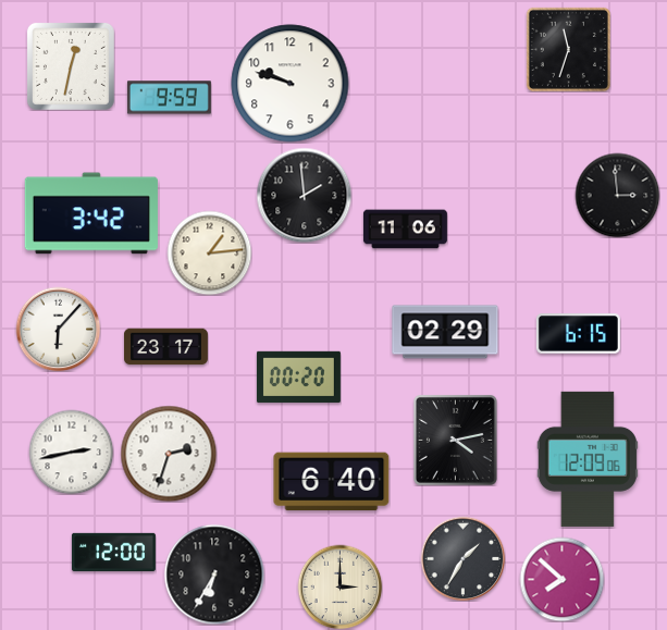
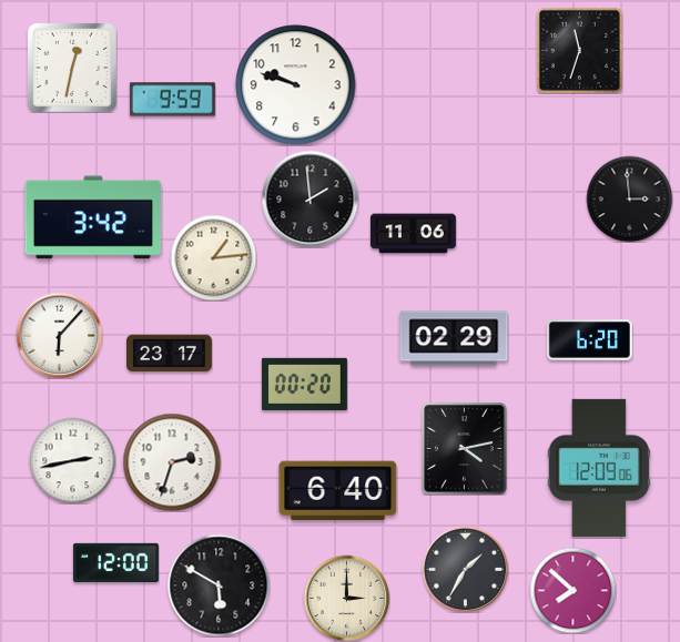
clock at (578, 334): 6:15 -> 6:20
clock at (462, 558) position: (462, 558) -> (465, 569)
clock at (214, 575): 6:35 -> 5:50
